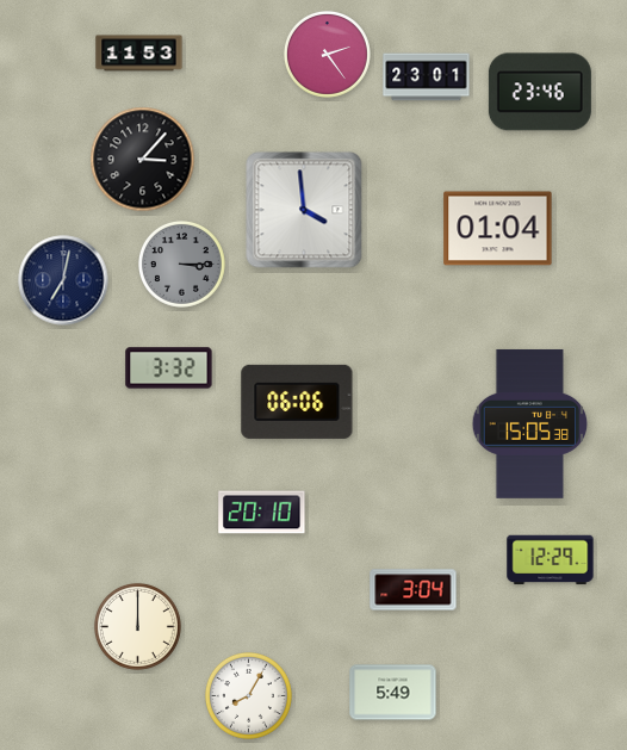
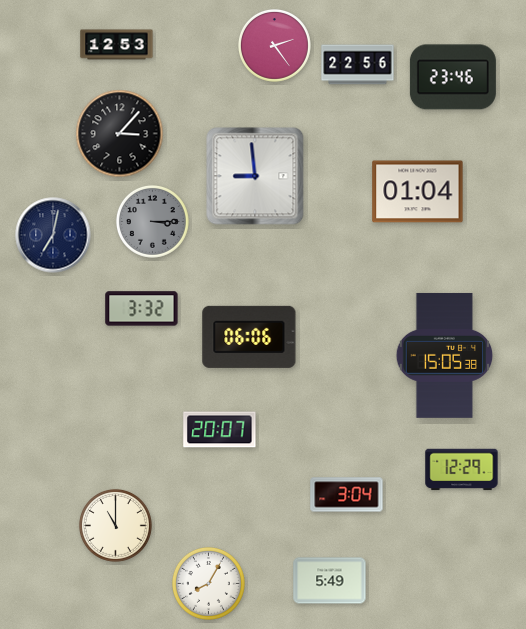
clock at (139, 54): 11:53 -> 12:53
clock at (427, 78): 23:01 -> 22:56
clock at (304, 210): 3:59 -> 8:59
clock at (262, 513): 20:10 -> 20:07
clock at (137, 626): 12:00 -> 11:00
